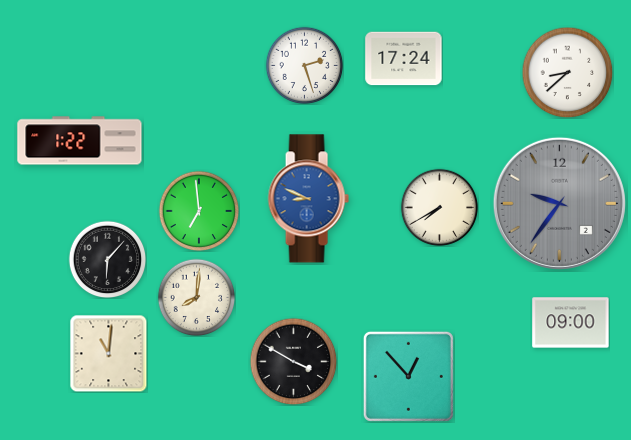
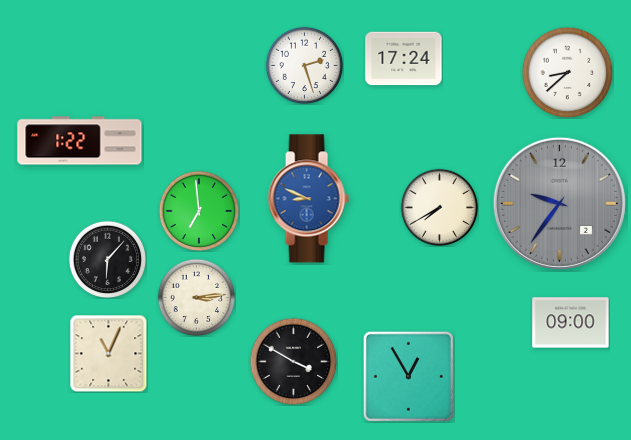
clock at (196, 297): 8:01 -> 3:14
clock at (108, 353): 11:01 -> 11:04
clock at (408, 376): 12:53 -> 12:55
